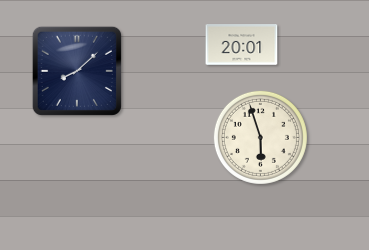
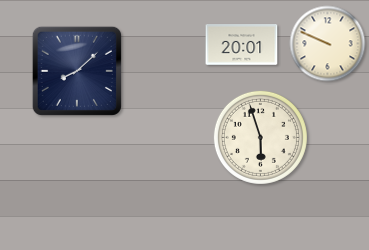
clock at (328, 44): none -> 9:49
